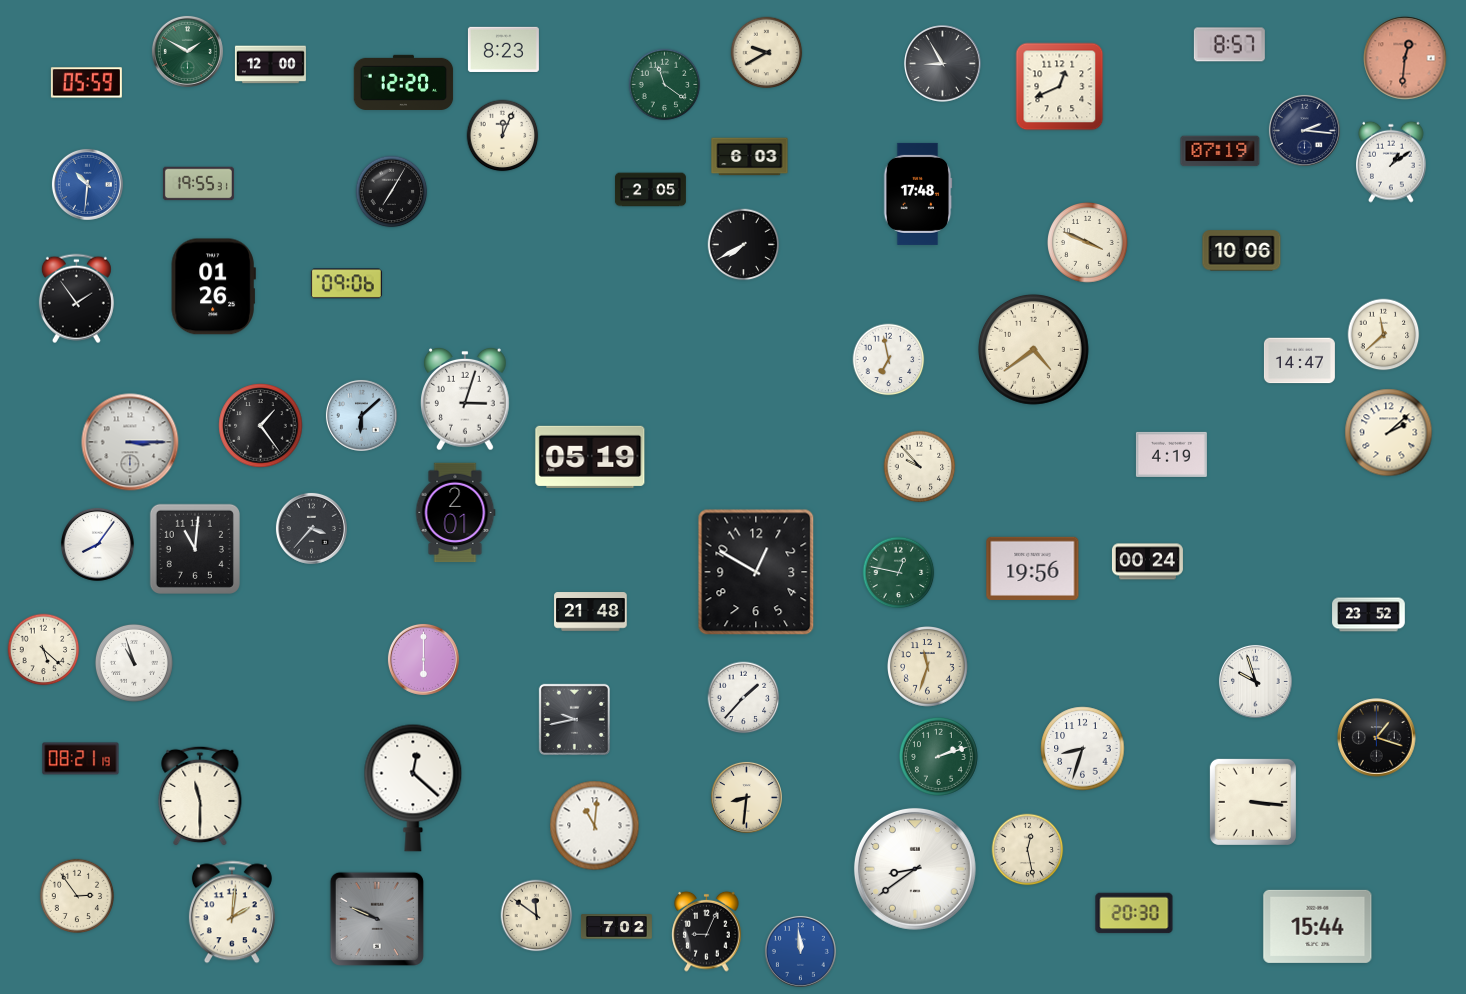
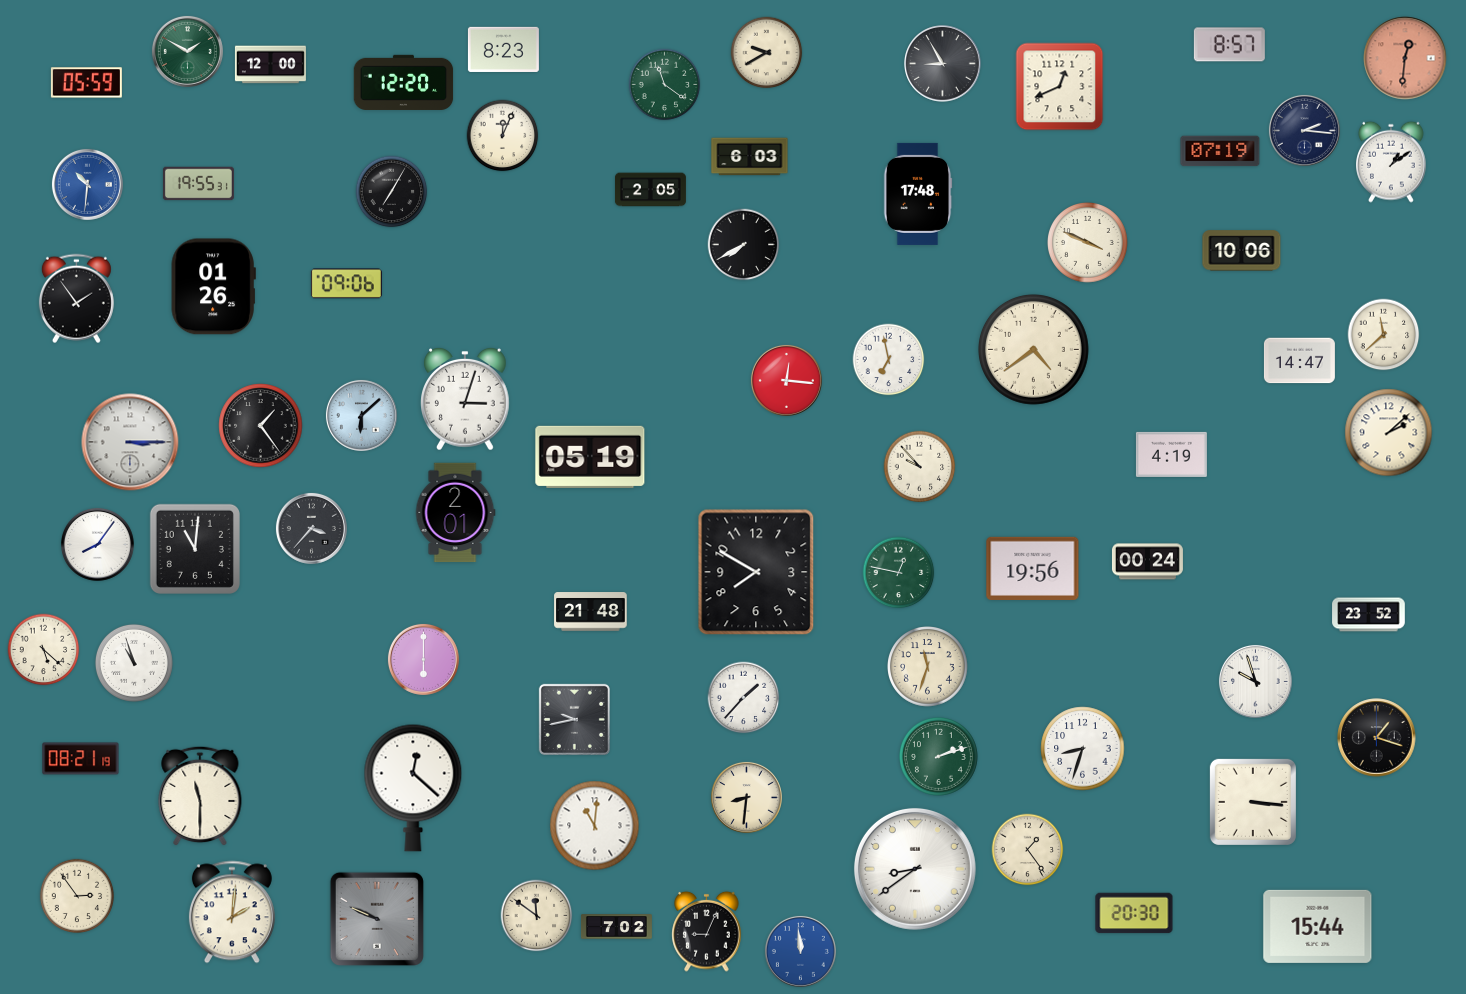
clock at (786, 380): none -> 12:16
clock at (756, 572): 12:50 -> 7:50
clock at (1028, 850): 12:28 -> 1:24
